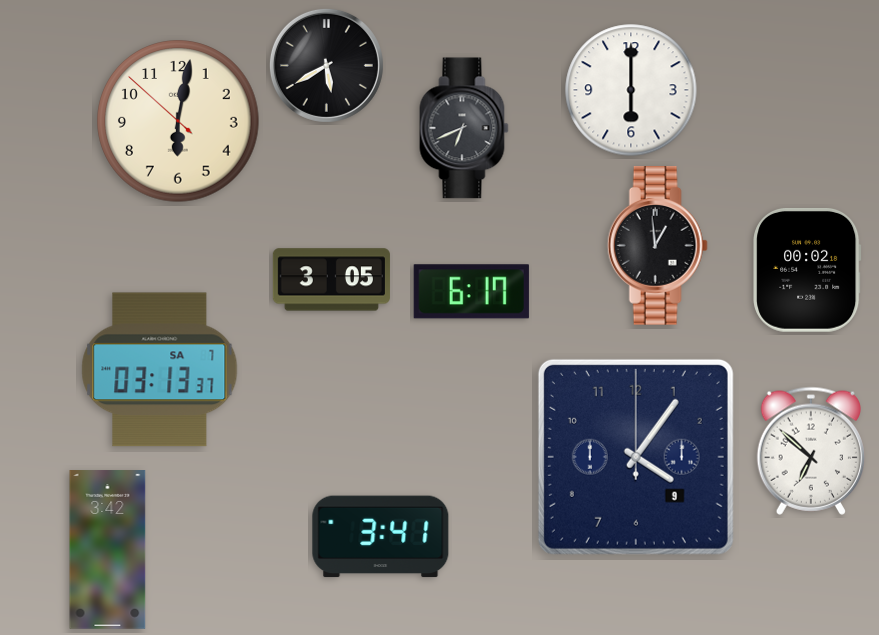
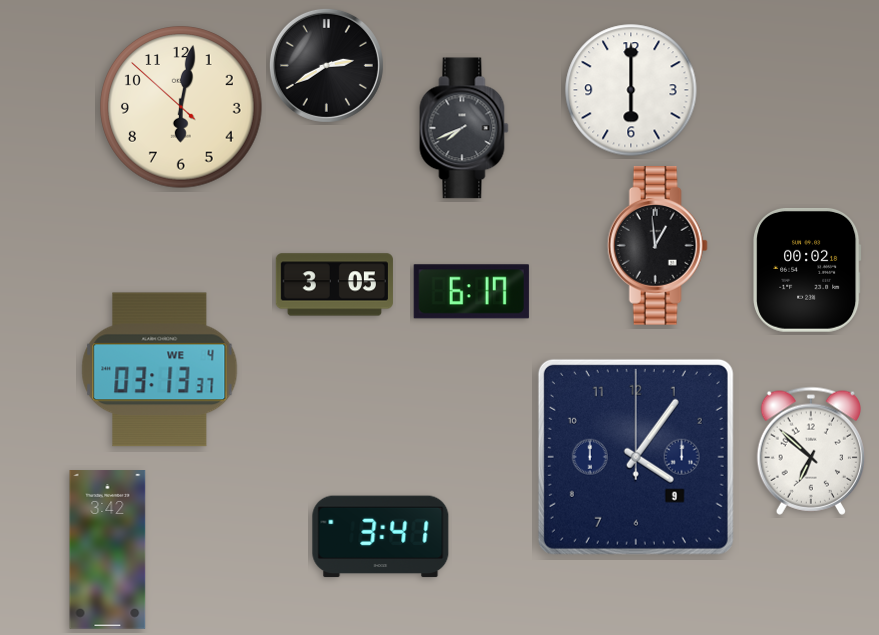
clock at (326, 65): 5:40 -> 2:40
clock at (178, 121) position: (178, 121) -> (181, 107)
clock at (464, 128): 6:41 -> 7:41
clock at (331, 280) position: (331, 280) -> (334, 285)
clock at (160, 370) date: SA 7 -> WE 4
